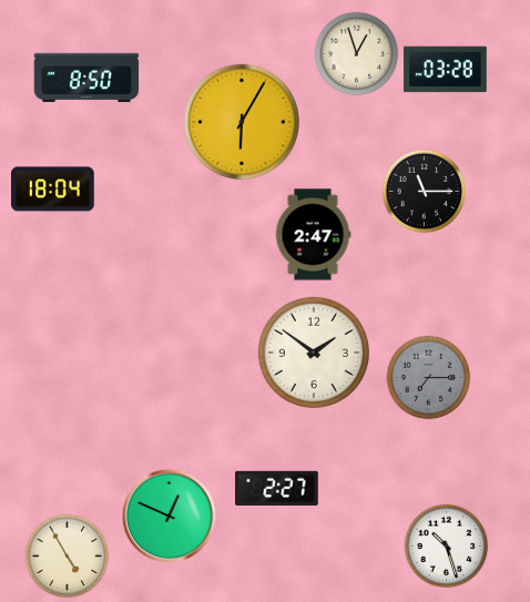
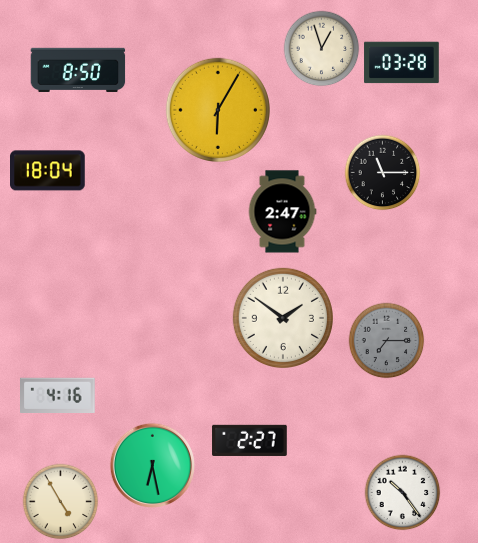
clock at (58, 395): none -> 4:16
clock at (169, 516): 12:49 -> 6:28
clock at (447, 547): 10:27 -> 10:24
